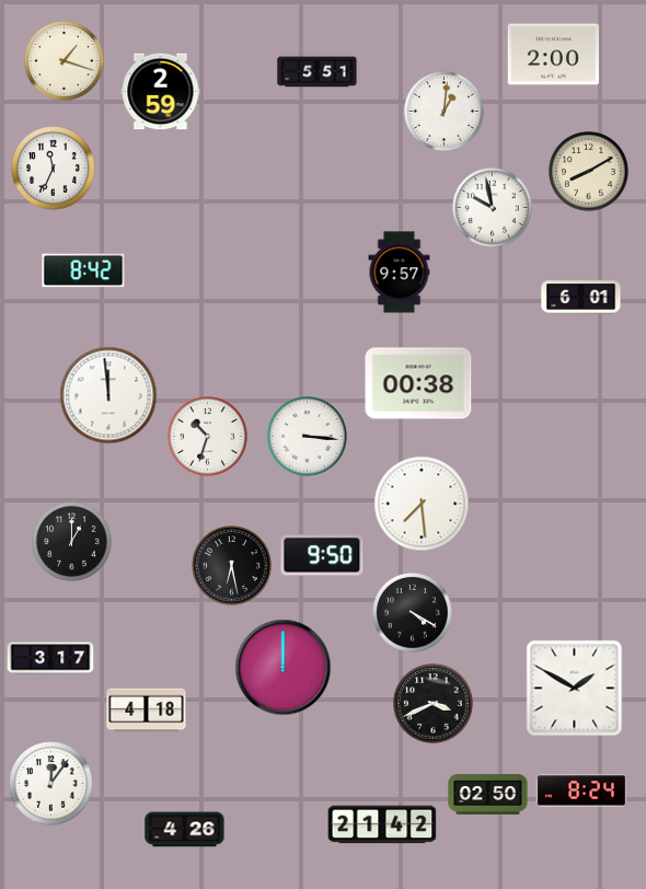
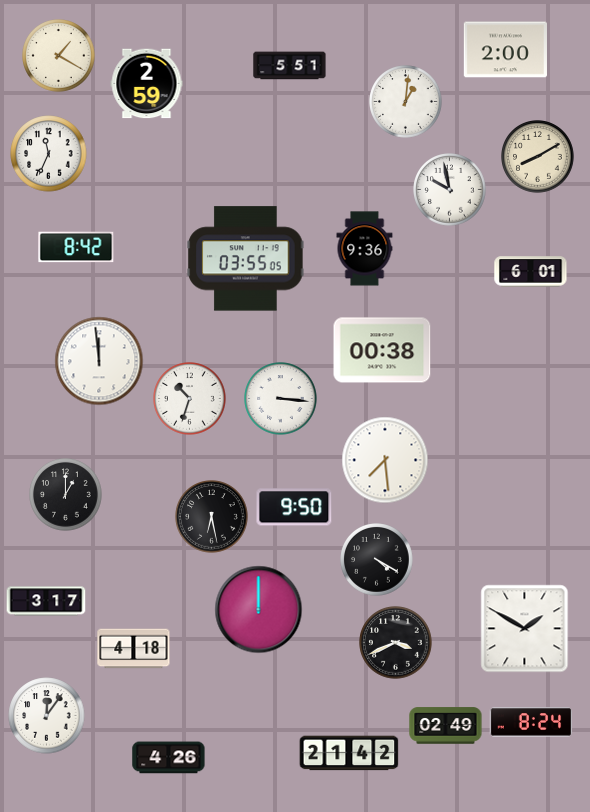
clock at (65, 61): 1:18 -> 1:20
clock at (400, 273): 9:57 -> 9:36
clock at (246, 259): none -> 03:55
clock at (488, 795): 02:50 -> 02:49
